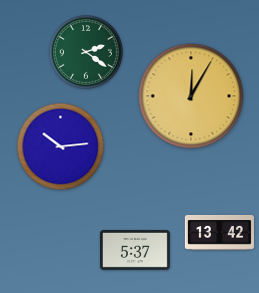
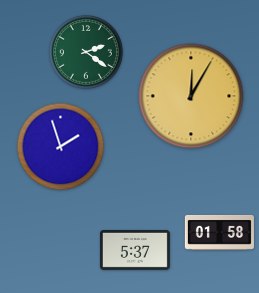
clock at (61, 147): 10:14 -> 1:57
clock at (219, 232): 13:42 -> 01:58
